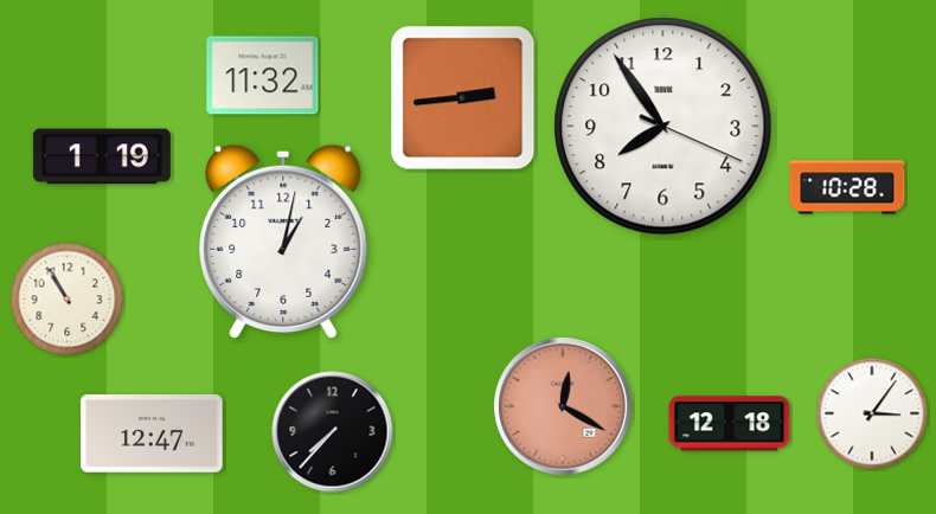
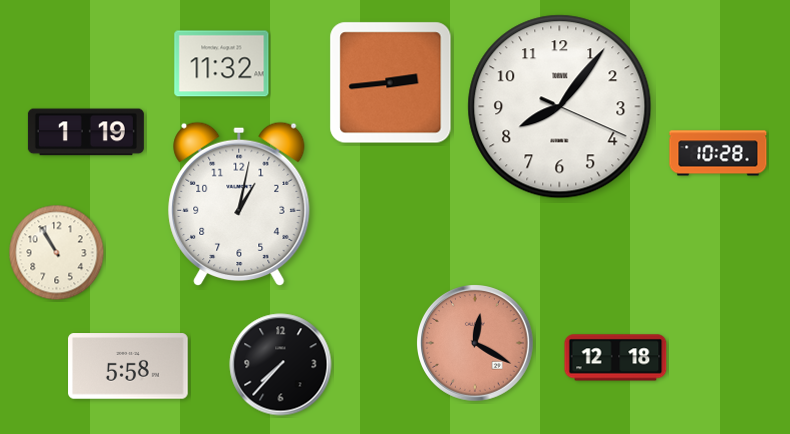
clock at (663, 127): 7:54 -> 8:06
clock at (847, 187) position: (847, 187) -> (718, 153)
clock at (872, 413): 3:06 -> none
clock at (152, 433): 12:47 -> 5:58
